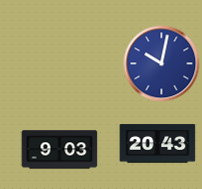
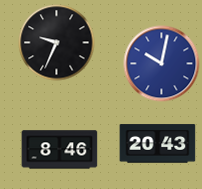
clock at (57, 43): none -> 9:34
clock at (60, 150): 9:03 -> 8:46
